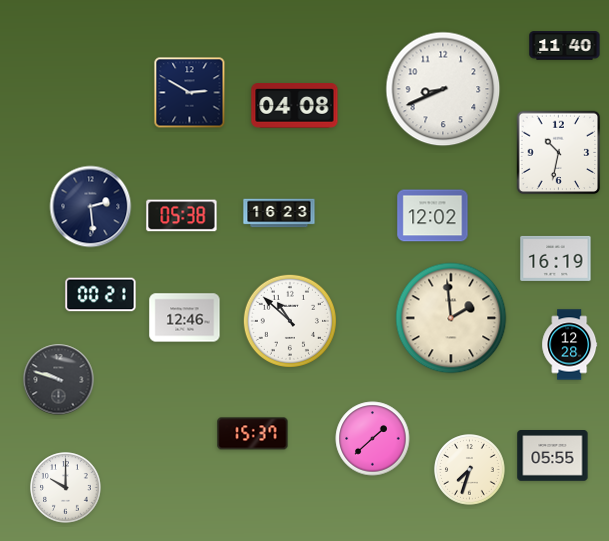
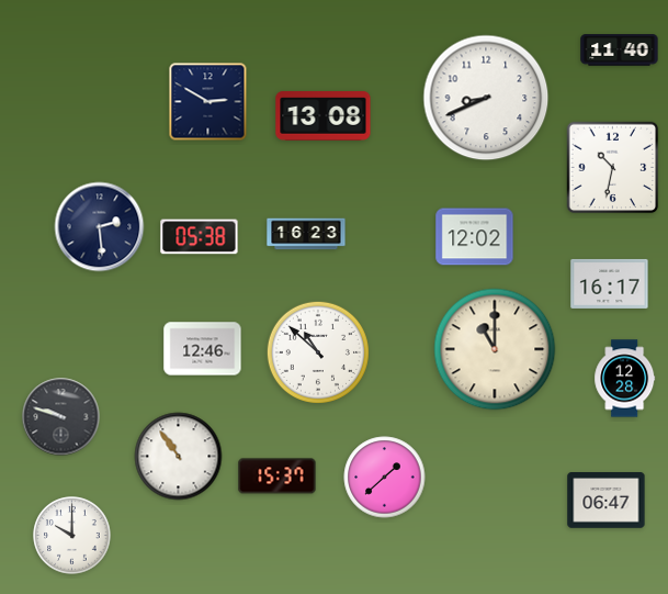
clock at (295, 106): 04:08 -> 13:08
clock at (556, 258): 16:19 -> 16:17
clock at (101, 295): 00:21 -> none
clock at (451, 318): 1:59 -> 11:00
clock at (59, 380) position: (59, 380) -> (61, 417)
clock at (179, 457): none -> 10:54
clock at (373, 439) position: (373, 439) -> (385, 478)
clock at (553, 456): 05:55 -> 06:47
clock at (470, 470): 7:33 -> none
